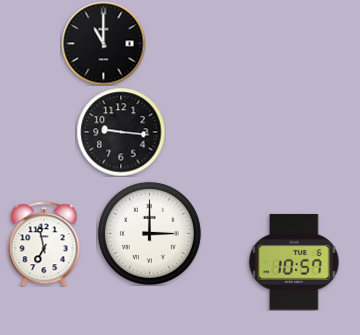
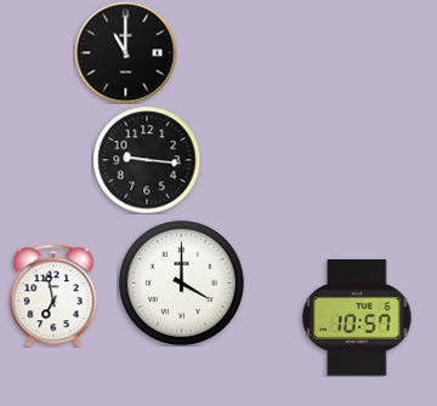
clock at (149, 233): 3:00 -> 4:00
